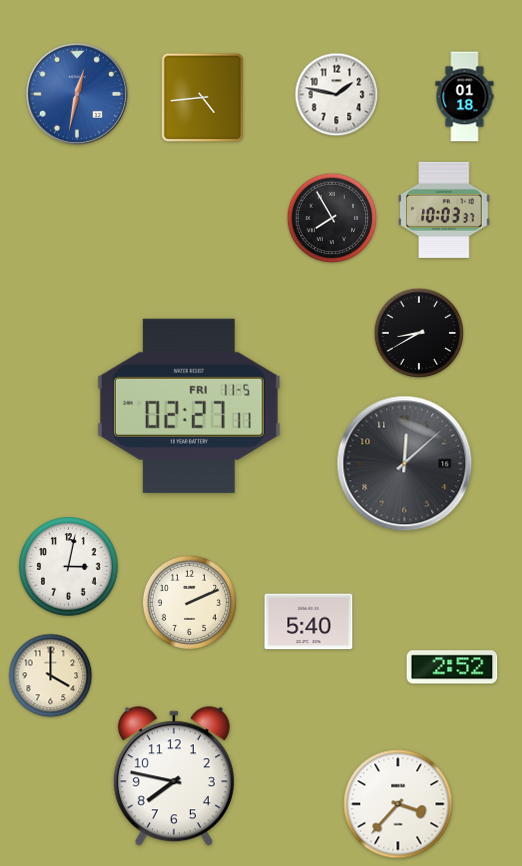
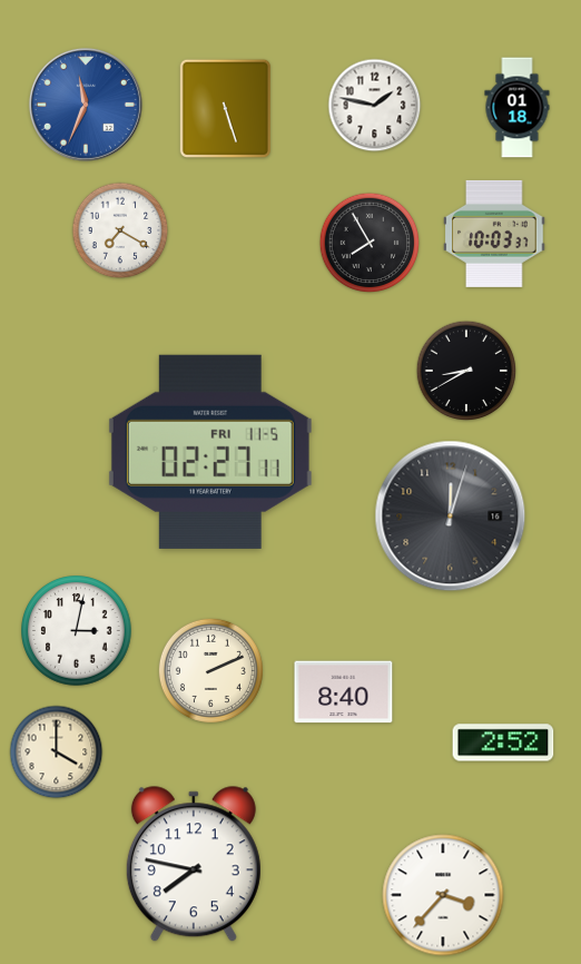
clock at (77, 94): 12:32 -> 11:34
clock at (203, 98): 4:44 -> 5:27
clock at (120, 230): none -> 7:20
clock at (405, 464): 12:08 -> 12:03
clock at (309, 622): 5:40 -> 8:40
